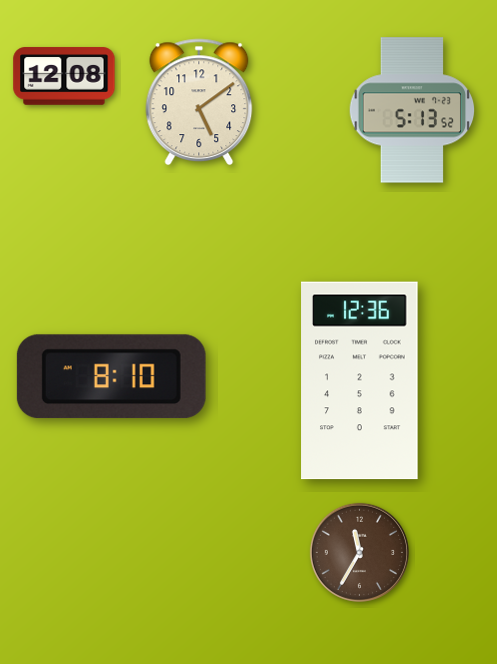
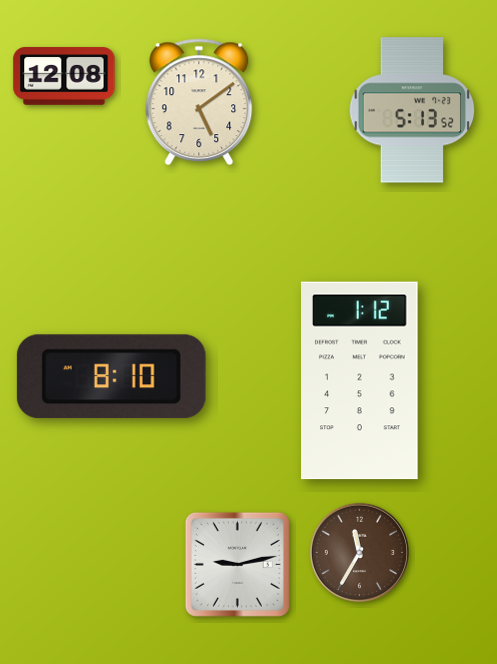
clock at (360, 381): 12:36 -> 1:12
clock at (237, 564): none -> 9:13
